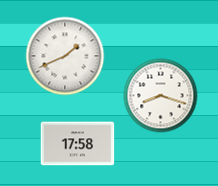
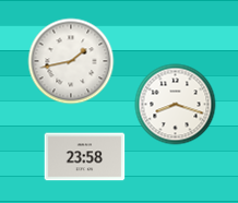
clock at (65, 56): 1:41 -> 1:43
clock at (78, 144): 17:58 -> 23:58
